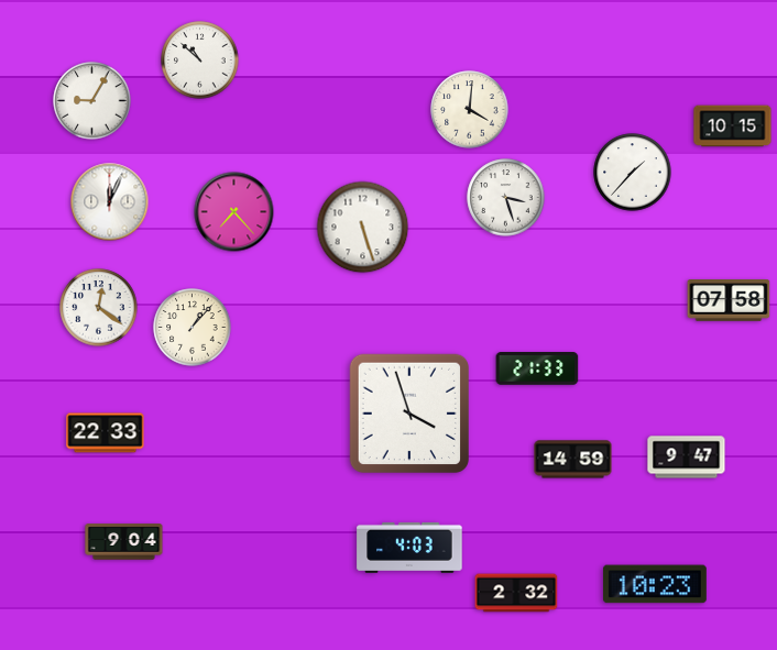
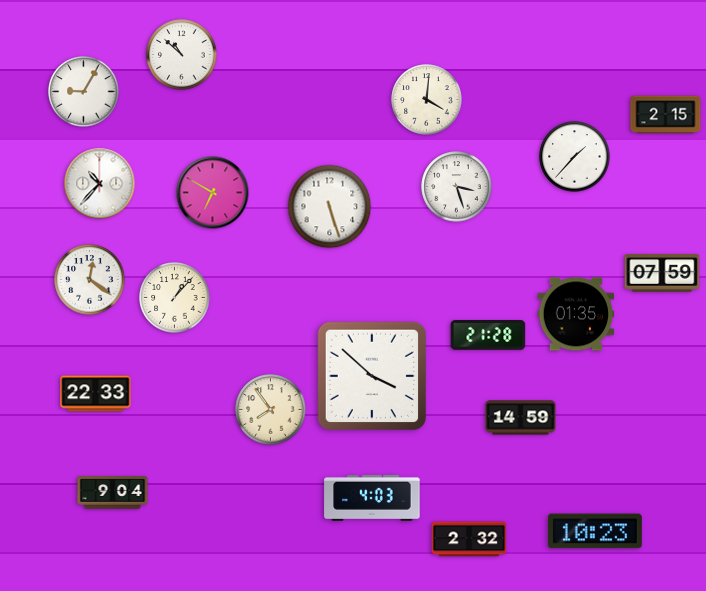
clock at (733, 126): 10:15 -> 2:15
clock at (506, 198) position: (506, 198) -> (457, 187)
clock at (110, 202): 12:04 -> 10:37
clock at (234, 212): 7:23 -> 6:50
clock at (729, 301): 07:58 -> 07:59
clock at (576, 314): none -> 01:35
clock at (537, 370): 21:33 -> 21:28
clock at (408, 412): 3:57 -> 3:52
clock at (271, 410): none -> 7:54
clock at (687, 458): 9:47 -> none
